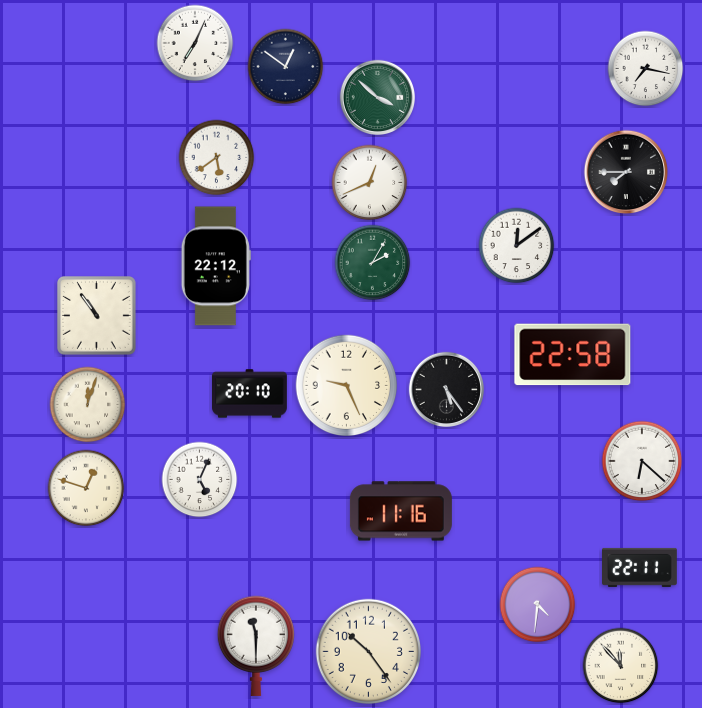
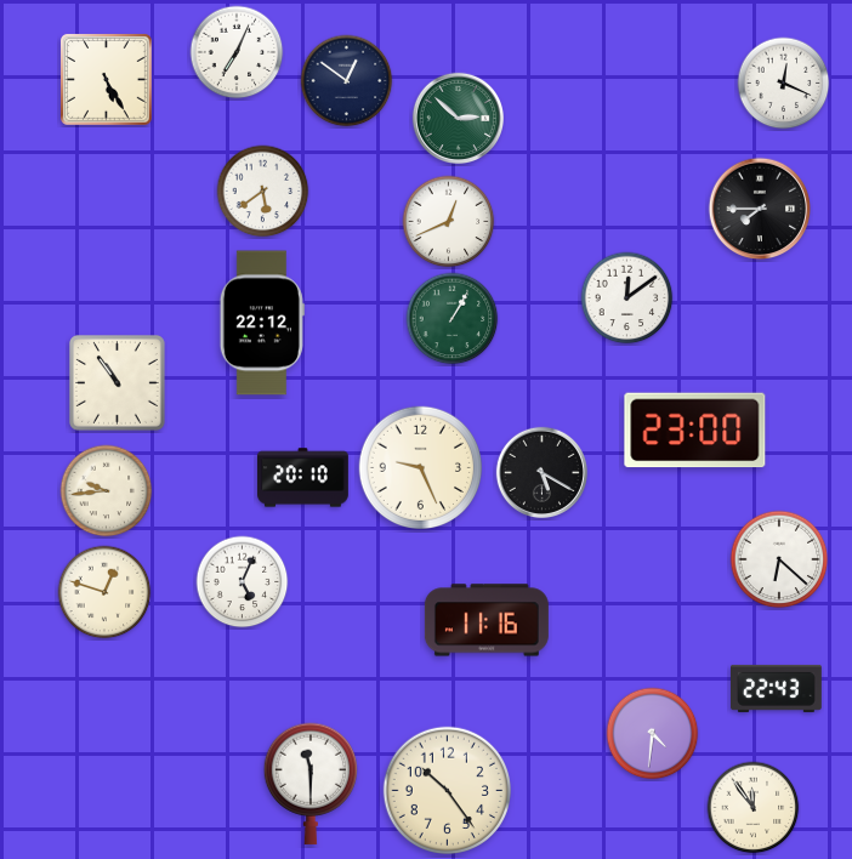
clock at (106, 79): none -> 5:25
clock at (646, 69): 7:17 -> 12:19
clock at (377, 97): 3:52 -> 2:52
clock at (373, 263): 2:05 -> 1:05
clock at (573, 355): 22:58 -> 23:00
clock at (446, 389): 5:24 -> 5:20
clock at (88, 405): 12:03 -> 9:44
clock at (640, 567): 22:11 -> 22:43
clock at (621, 666): 11:53 -> 11:54
